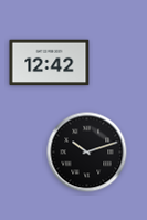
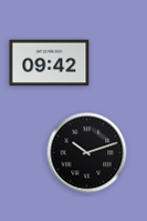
clock at (50, 63): 12:42 -> 09:42
